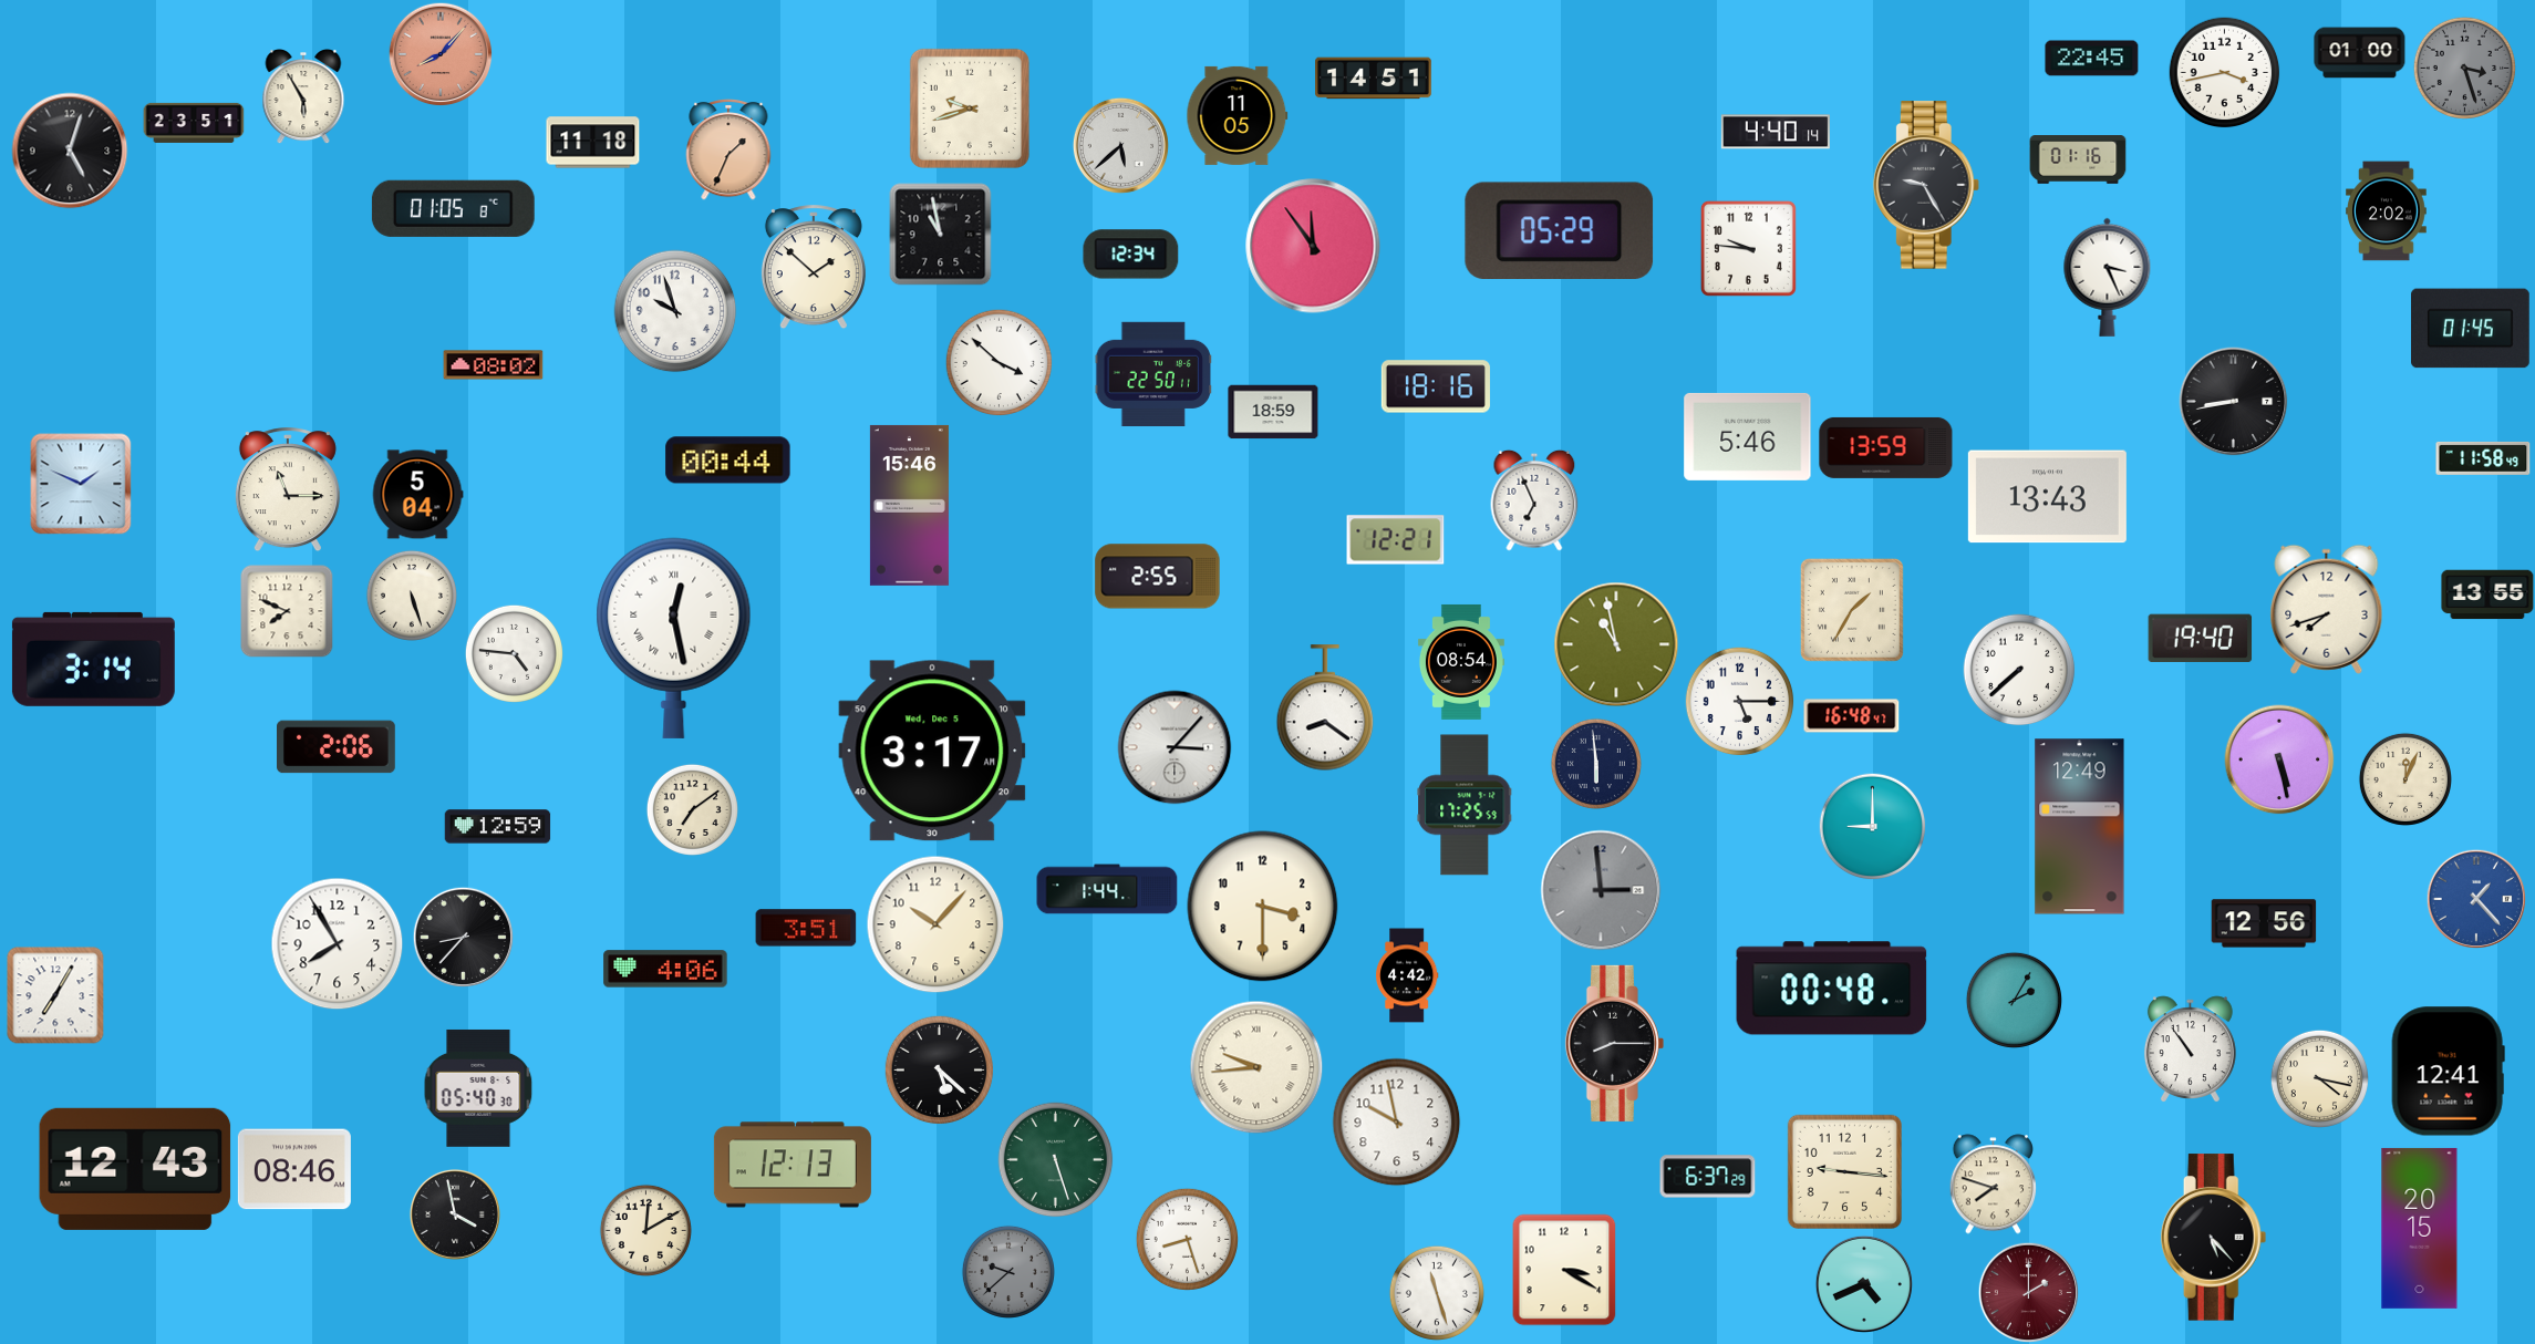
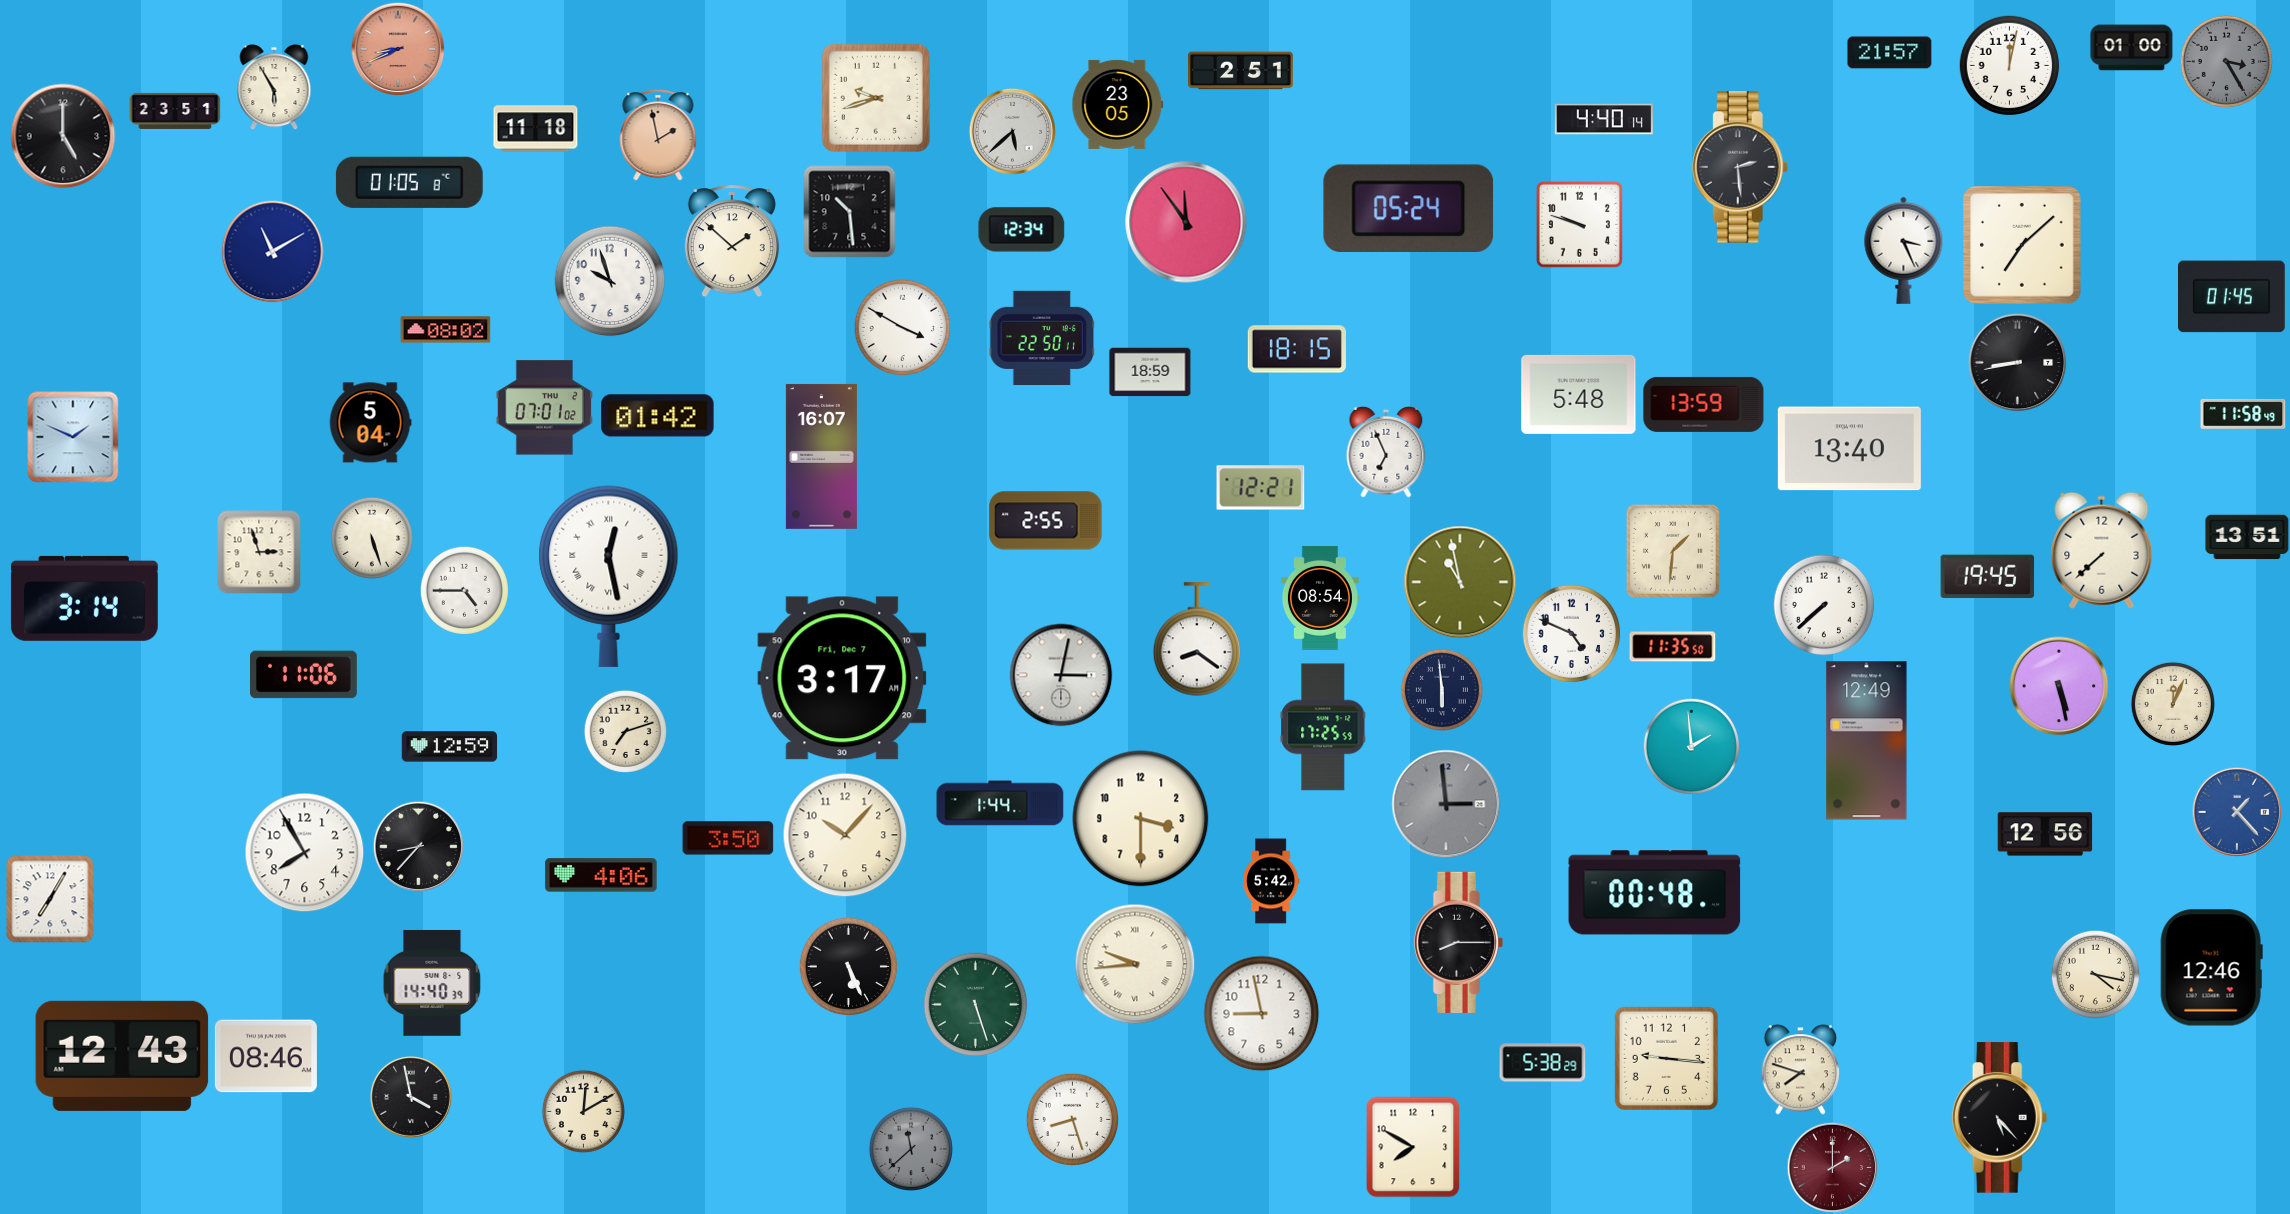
clock at (441, 54): 8:07 -> 8:41
clock at (2092, 59): 22:45 -> 21:57
clock at (2464, 68): 3:27 -> 3:25
clock at (2225, 73): 3:43 -> 12:02
clock at (1374, 79): 14:51 -> 2:51
clock at (1238, 115): 11:05 -> 23:05
clock at (70, 151): 5:03 -> 5:00
clock at (728, 151): 1:34 -> 1:58
clock at (2078, 159): 01:16 -> none
clock at (1926, 185): 9:25 -> 2:29
clock at (453, 208) position: (453, 208) -> (409, 182)
clock at (2387, 211): 2:02 -> none
clock at (1560, 230): 05:29 -> 05:24
clock at (941, 235): 10:58 -> 10:29
clock at (1748, 248): 9:46 -> 9:48
clock at (814, 268) position: (814, 268) -> (732, 242)
clock at (2022, 245): none -> 7:08
clock at (273, 252): none -> 11:10
clock at (999, 362): 3:52 -> 3:50
clock at (1436, 386): 18:16 -> 18:15
clock at (1748, 436): 5:46 -> 5:48
clock at (544, 408): none -> 07:01
clock at (728, 461): 00:44 -> 01:42
clock at (288, 490): 11:15 -> none
clock at (417, 495) position: (417, 495) -> (370, 423)
clock at (2047, 497): 13:43 -> 13:40
clock at (909, 505): 15:46 -> 16:07
clock at (2487, 595): 13:55 -> 13:51
clock at (2327, 609): 7:42 -> 7:38
clock at (1852, 610): 1:35 -> 1:31
clock at (287, 611): 7:49 -> 2:57
clock at (2201, 638): 19:40 -> 19:45
clock at (514, 653): 4:46 -> 4:45
clock at (93, 659) position: (93, 659) -> (84, 598)
clock at (1740, 702): 5:15 -> 4:49
clock at (1852, 716): 16:48 -> 11:35
clock at (337, 747): 2:06 -> 11:06
clock at (1175, 747): 3:07 -> 3:02
clock at (932, 751) date: Wed, Dec 5 -> Fri, Dec 7
clock at (692, 809): 7:09 -> 7:12
clock at (1872, 826): 9:00 -> 1:59
clock at (2080, 827) position: (2080, 827) -> (1867, 741)
clock at (806, 928): 3:51 -> 3:50
clock at (1408, 975): 4:42 -> 5:42
clock at (2014, 1000): 2:05 -> none
clock at (2190, 1050): 10:54 -> none
clock at (940, 1071): 5:22 -> 5:26
clock at (2448, 1072): 12:41 -> 12:46
clock at (478, 1088): 05:40 -> 14:40
clock at (1397, 1123): 9:58 -> 8:58
clock at (1056, 1160) position: (1056, 1160) -> (976, 1005)
clock at (793, 1165): 12:13 -> none
clock at (1708, 1177): 6:37 -> 5:38
clock at (2420, 1228): 20:15 -> none
clock at (1564, 1270): 3:20 -> 7:50
clock at (1008, 1272): 9:38 -> 11:38
clock at (1864, 1284): 4:41 -> none
clock at (1437, 1293): 11:27 -> none
